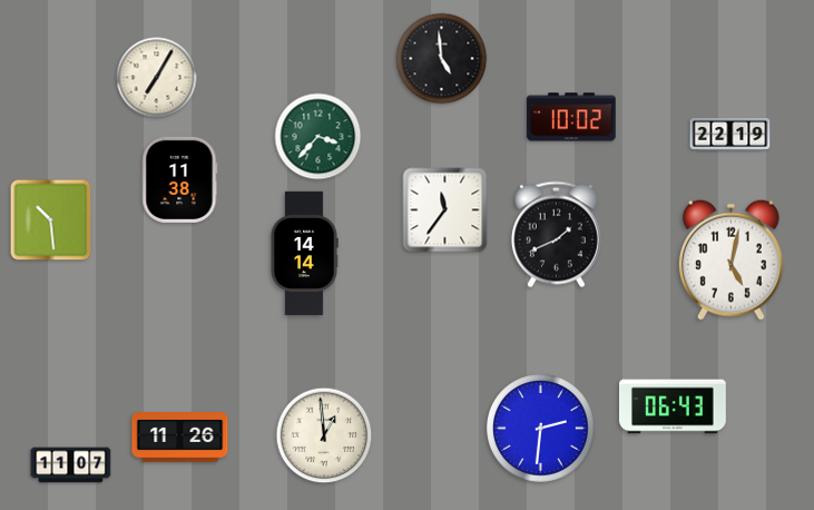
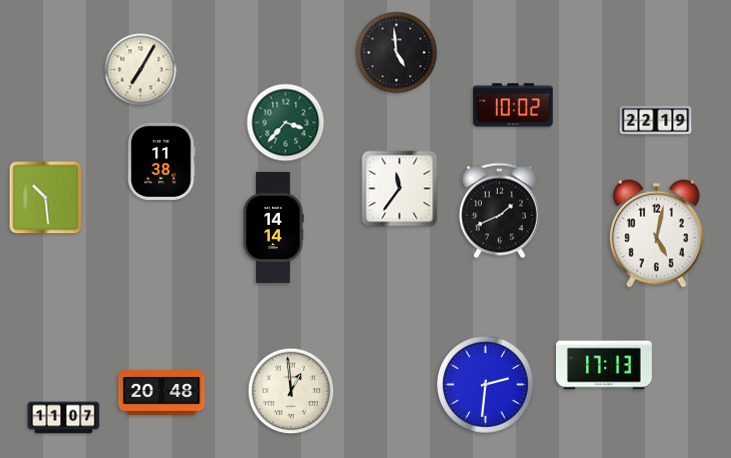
clock at (674, 406): 06:43 -> 17:13
clock at (180, 438): 11:26 -> 20:48
